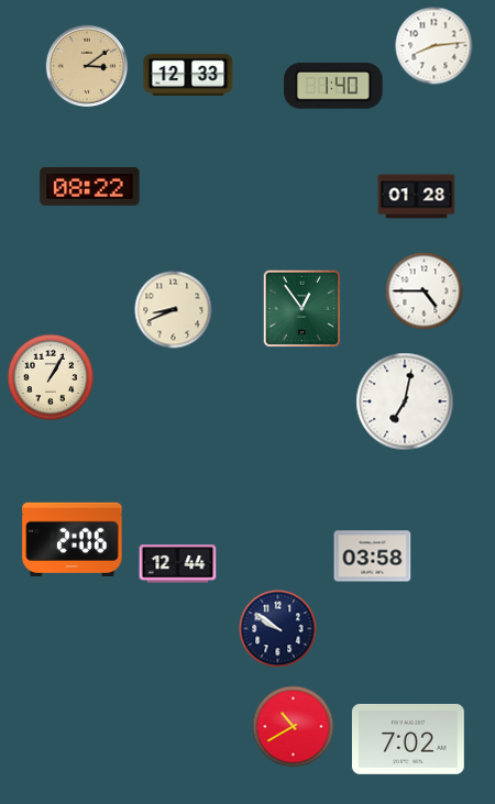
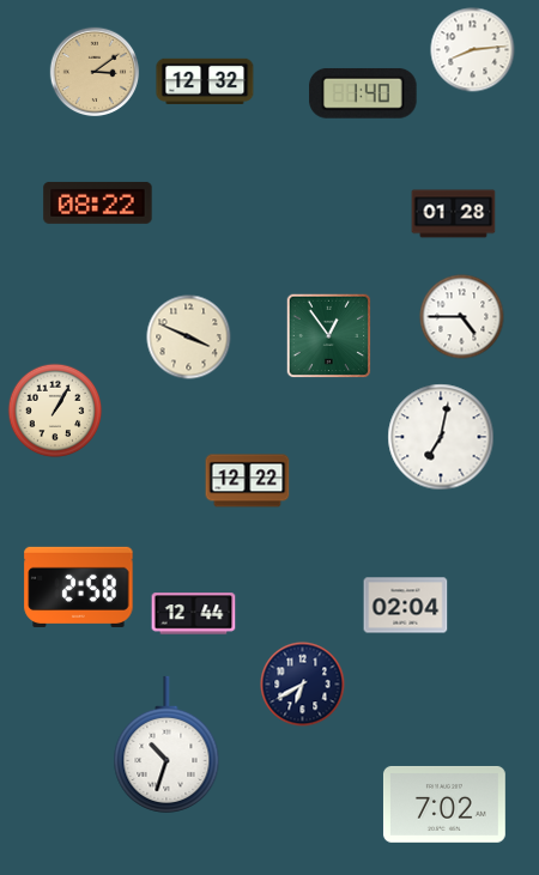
clock at (188, 75): 12:33 -> 12:32
clock at (174, 310): 8:41 -> 3:49
clock at (248, 481): none -> 12:22
clock at (73, 539): 2:06 -> 2:58
clock at (373, 557): 03:58 -> 02:04
clock at (278, 629): 9:51 -> 6:40
clock at (166, 745): none -> 10:33
clock at (294, 727): 10:40 -> none
